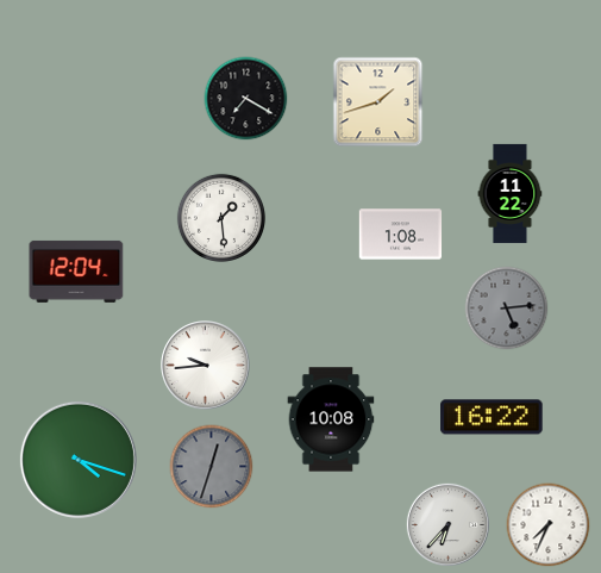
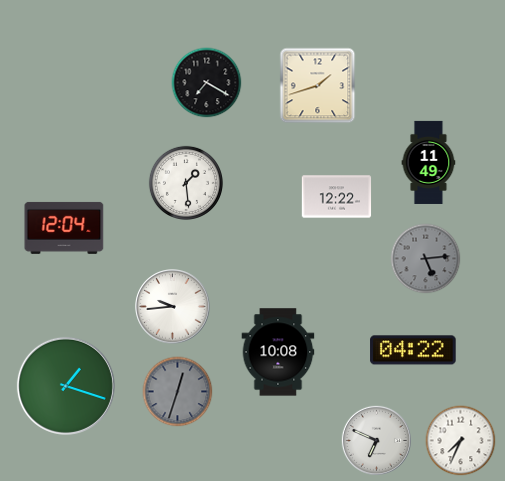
clock at (511, 193): 11:22 -> 11:49
clock at (401, 235): 1:08 -> 12:22
clock at (492, 417): 16:22 -> 04:22
clock at (79, 460): 4:18 -> 1:18
clock at (447, 524): 6:37 -> 6:49
